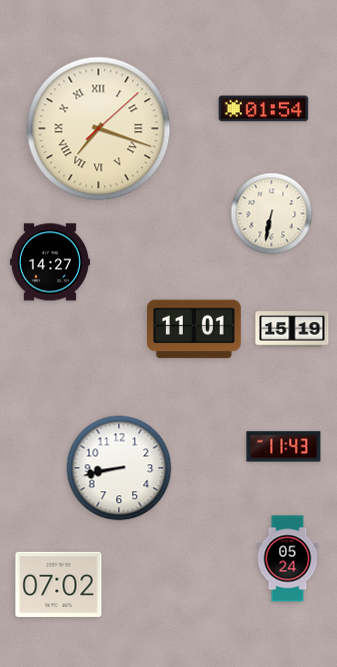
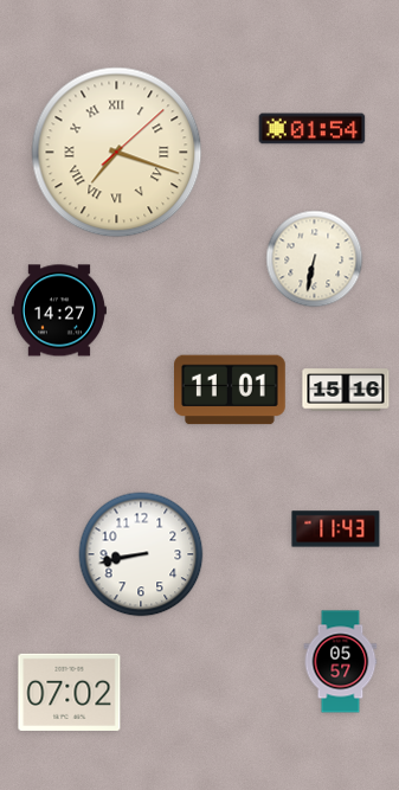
clock at (272, 214) position: (272, 214) -> (315, 259)
clock at (292, 329): 15:19 -> 15:16
clock at (288, 559): 05:24 -> 05:57
